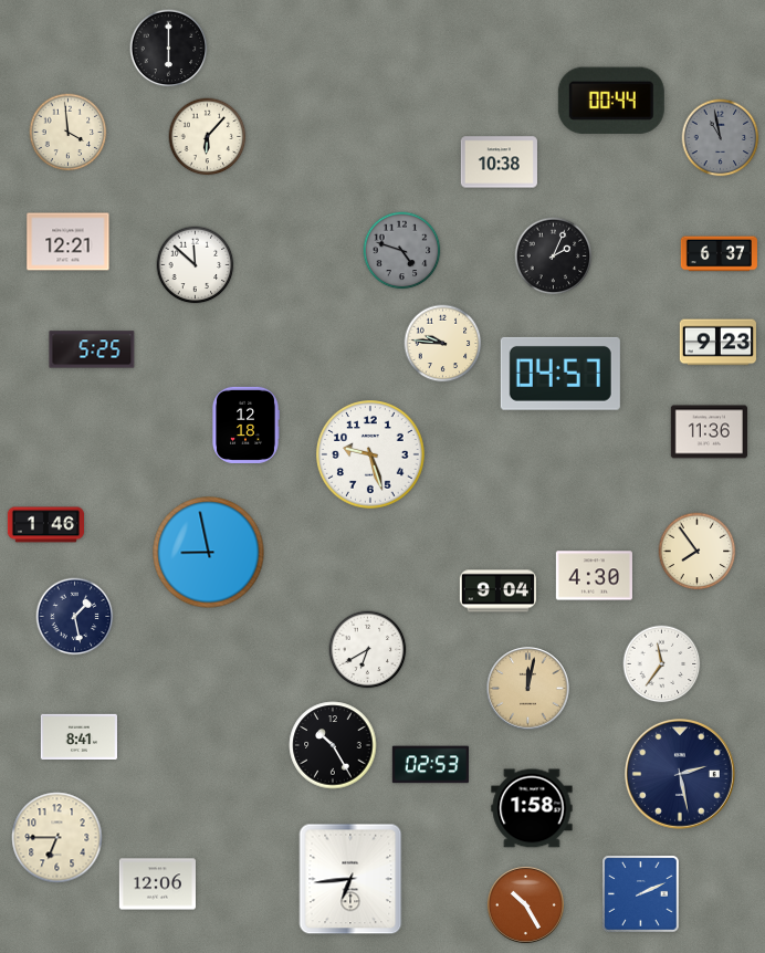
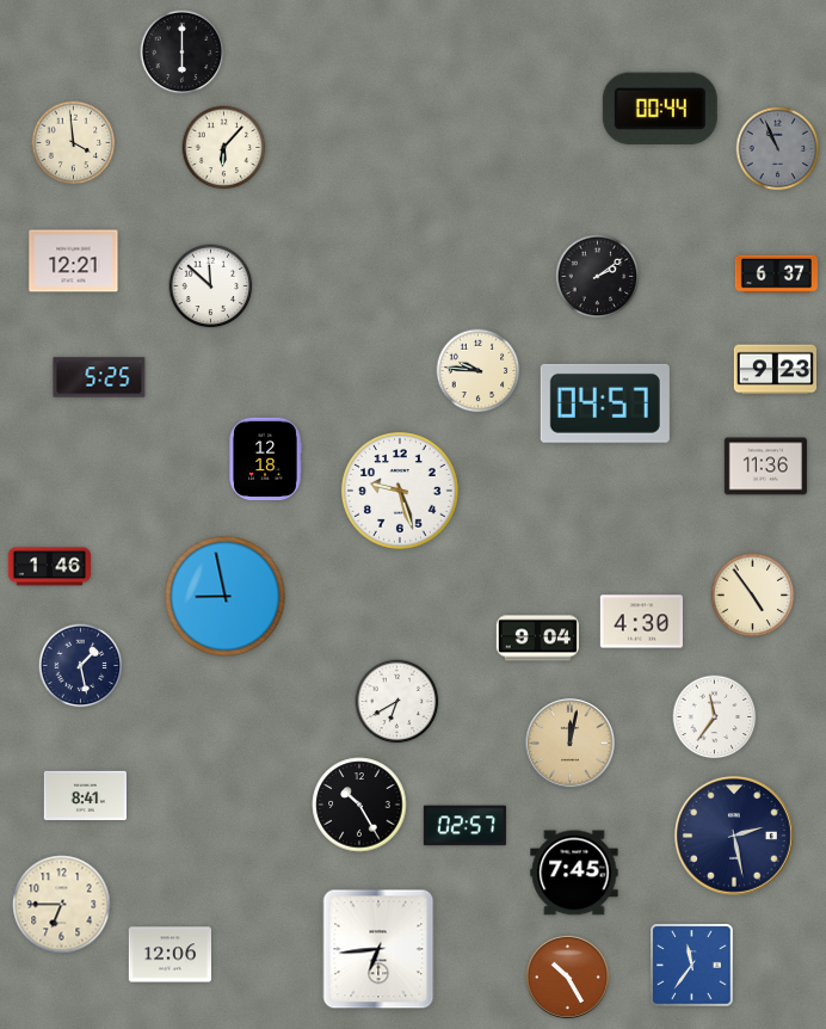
clock at (721, 138): 10:58 -> 10:56
clock at (499, 163): 10:38 -> none
clock at (402, 251): 4:48 -> none
clock at (554, 256): 2:04 -> 2:09
clock at (698, 552): 7:54 -> 4:54
clock at (430, 765): 02:53 -> 02:57
clock at (532, 808): 1:58 -> 7:45
clock at (641, 894): 2:11 -> 11:36
